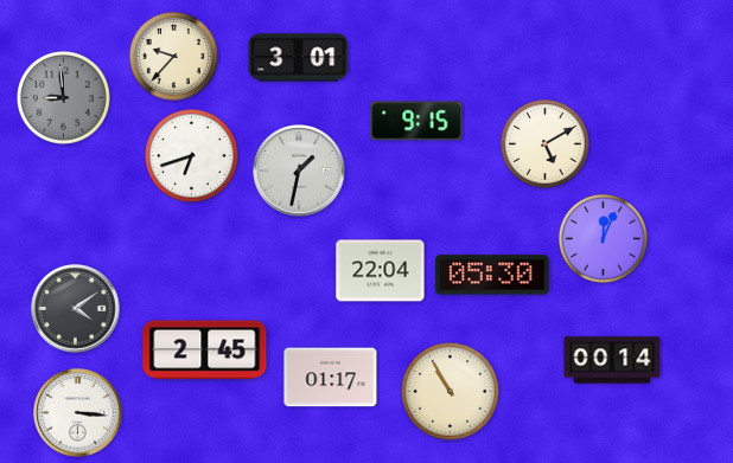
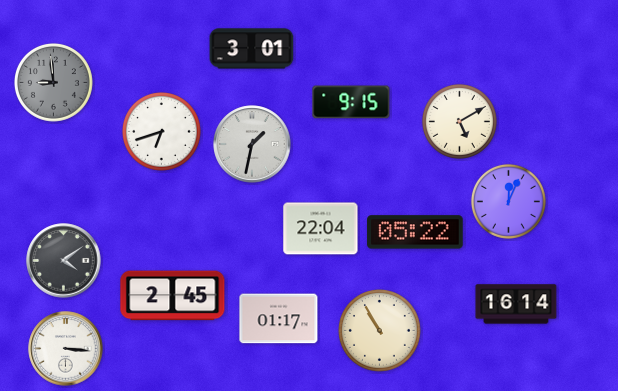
clock at (173, 56): 9:37 -> none
clock at (492, 275): 05:30 -> 05:22
clock at (612, 360): 00:14 -> 16:14
